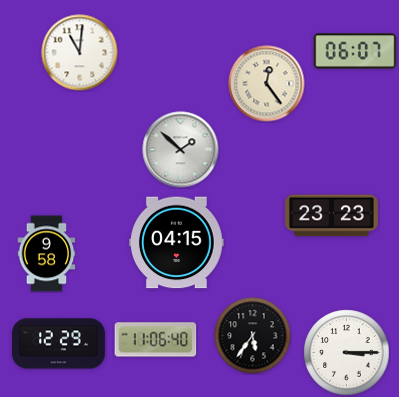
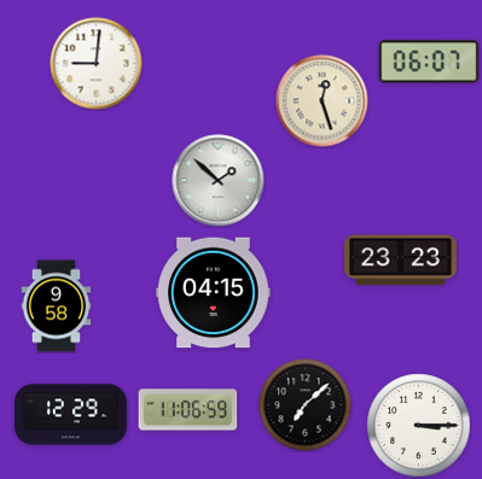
clock at (80, 53): 11:01 -> 9:01
clock at (267, 84): 12:24 -> 12:27
clock at (253, 336): 5:36 -> 7:08
clock at (156, 340): 11:06:40 -> 11:06:59
